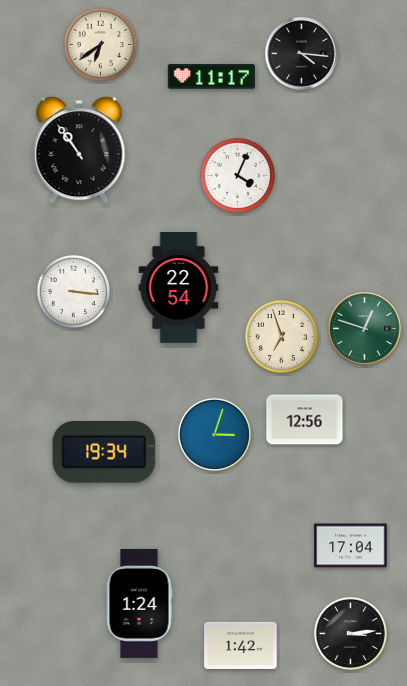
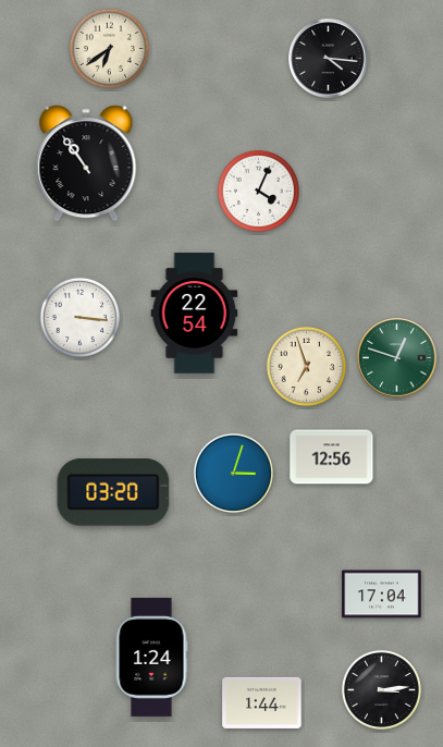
clock at (211, 77): 11:17 -> none
clock at (104, 453): 19:34 -> 03:20
clock at (241, 645): 1:42 -> 1:44
